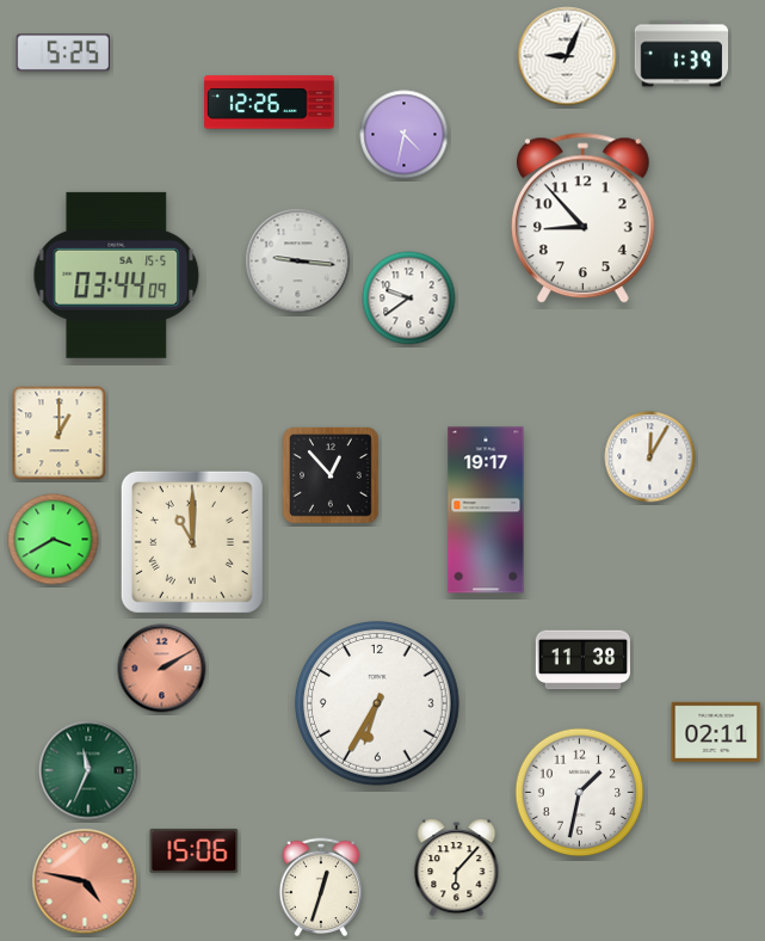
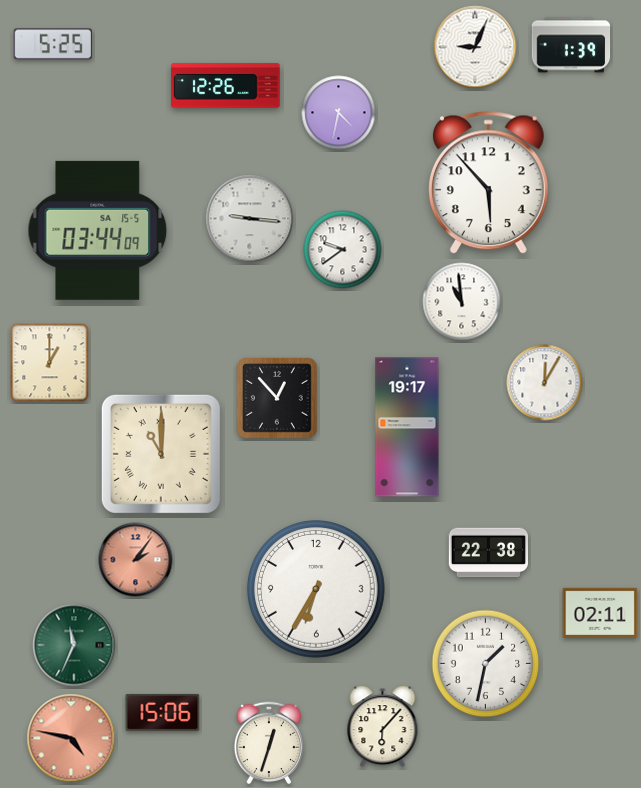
clock at (582, 219): 8:53 -> 5:53
clock at (462, 302): none -> 10:59
clock at (54, 540): 3:40 -> none
clock at (582, 660): 11:38 -> 22:38
clock at (162, 669): 2:10 -> 2:06
